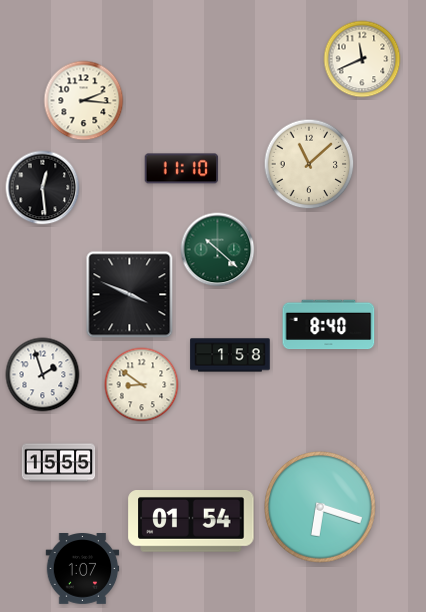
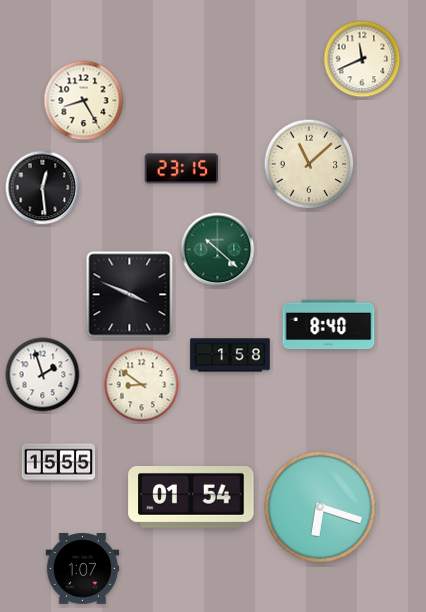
clock at (84, 101): 2:16 -> 8:25
clock at (182, 169): 11:10 -> 23:15
clock at (191, 522) position: (191, 522) -> (191, 498)
